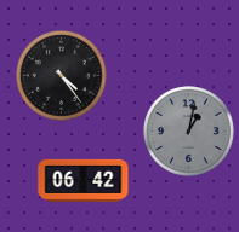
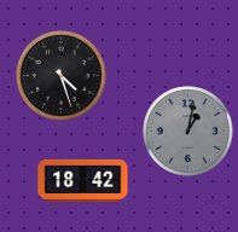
clock at (62, 76): 4:24 -> 4:27
clock at (84, 180): 06:42 -> 18:42
